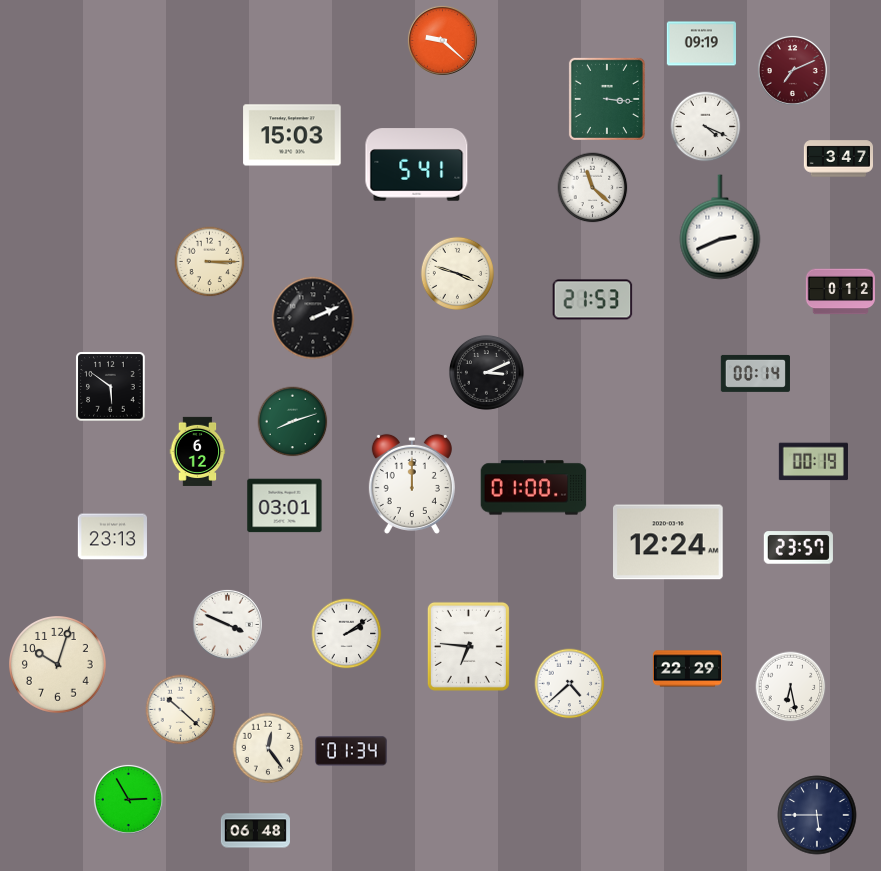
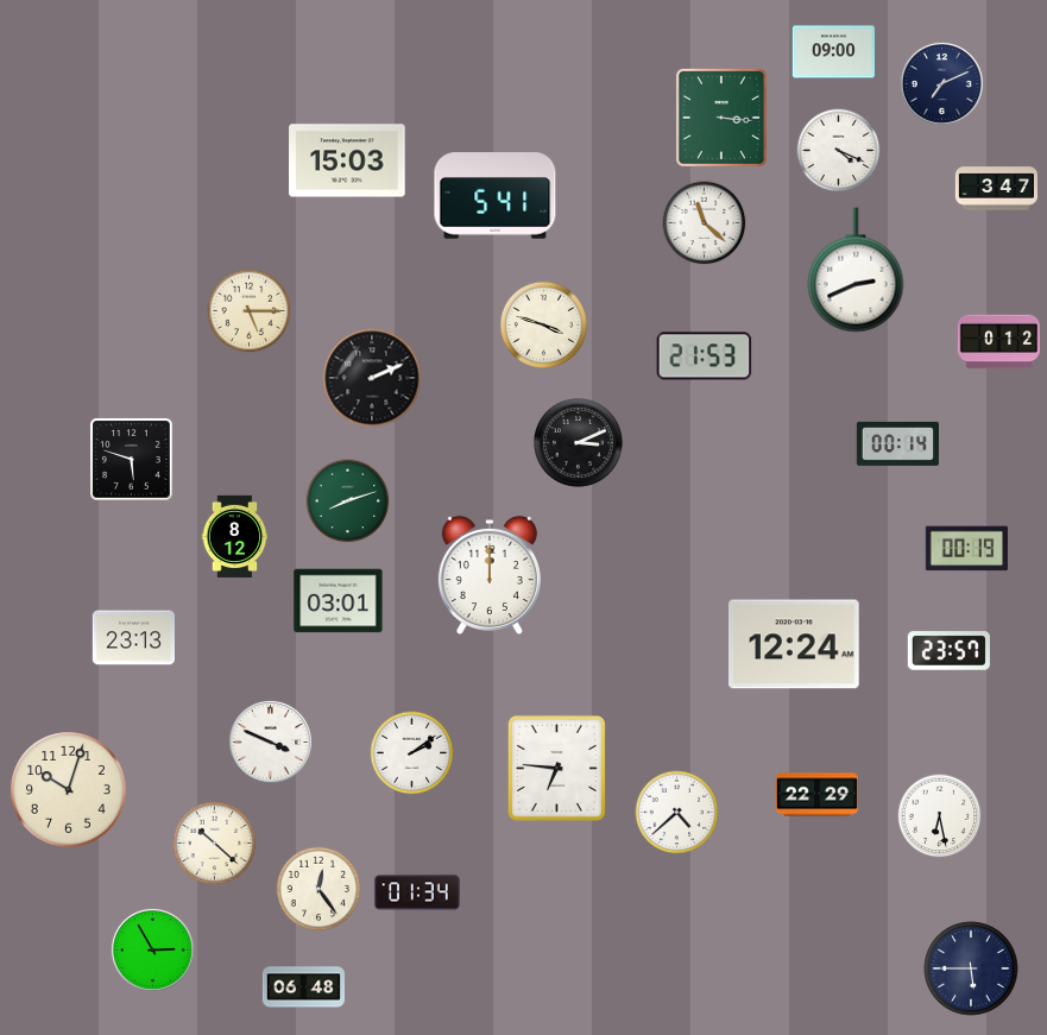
clock at (442, 40): 9:22 -> none
clock at (701, 44): 09:19 -> 09:00
clock at (792, 70) dial: burgundy -> navy
clock at (210, 262): 3:15 -> 5:15
clock at (840, 292) position: (840, 292) -> (998, 342)
clock at (111, 387): 5:51 -> 5:48
clock at (198, 451): 6:12 -> 8:12
clock at (534, 488): 01:00 -> none
